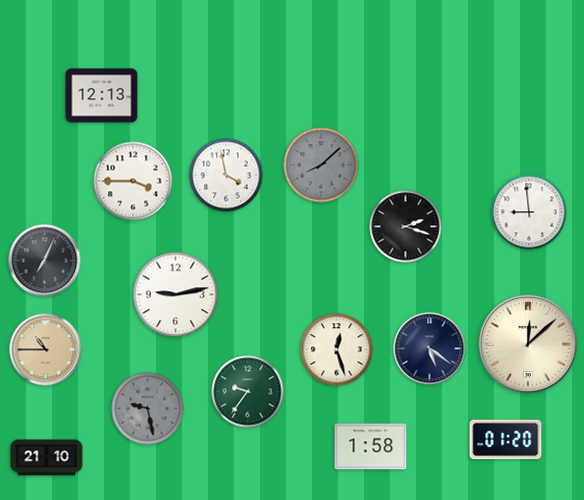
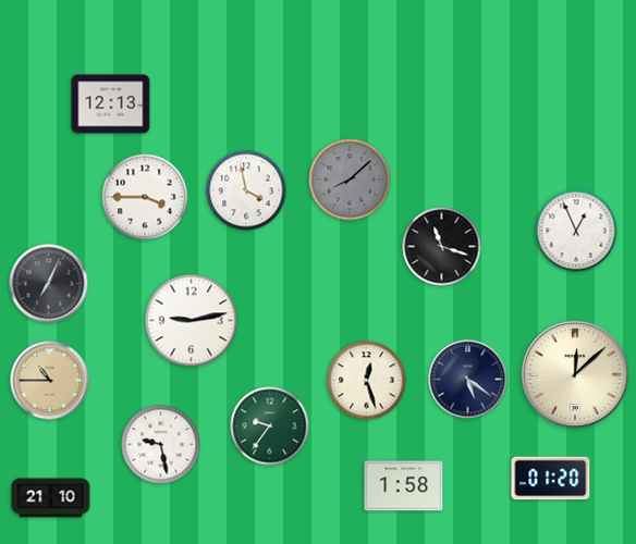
clock at (529, 212): 8:59 -> 12:56
clock at (406, 227): 2:18 -> 11:18
clock at (148, 409) dial: grey -> white
